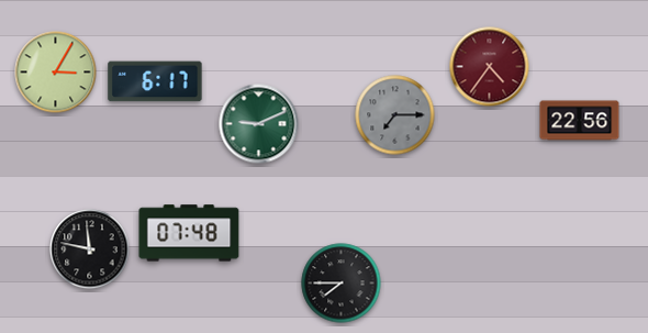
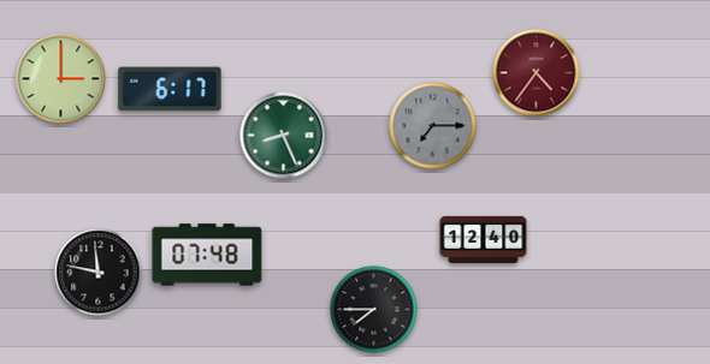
clock at (56, 73): 3:05 -> 3:00
clock at (580, 121): 22:56 -> none
clock at (259, 124): 9:11 -> 8:26
clock at (484, 239): none -> 12:40
